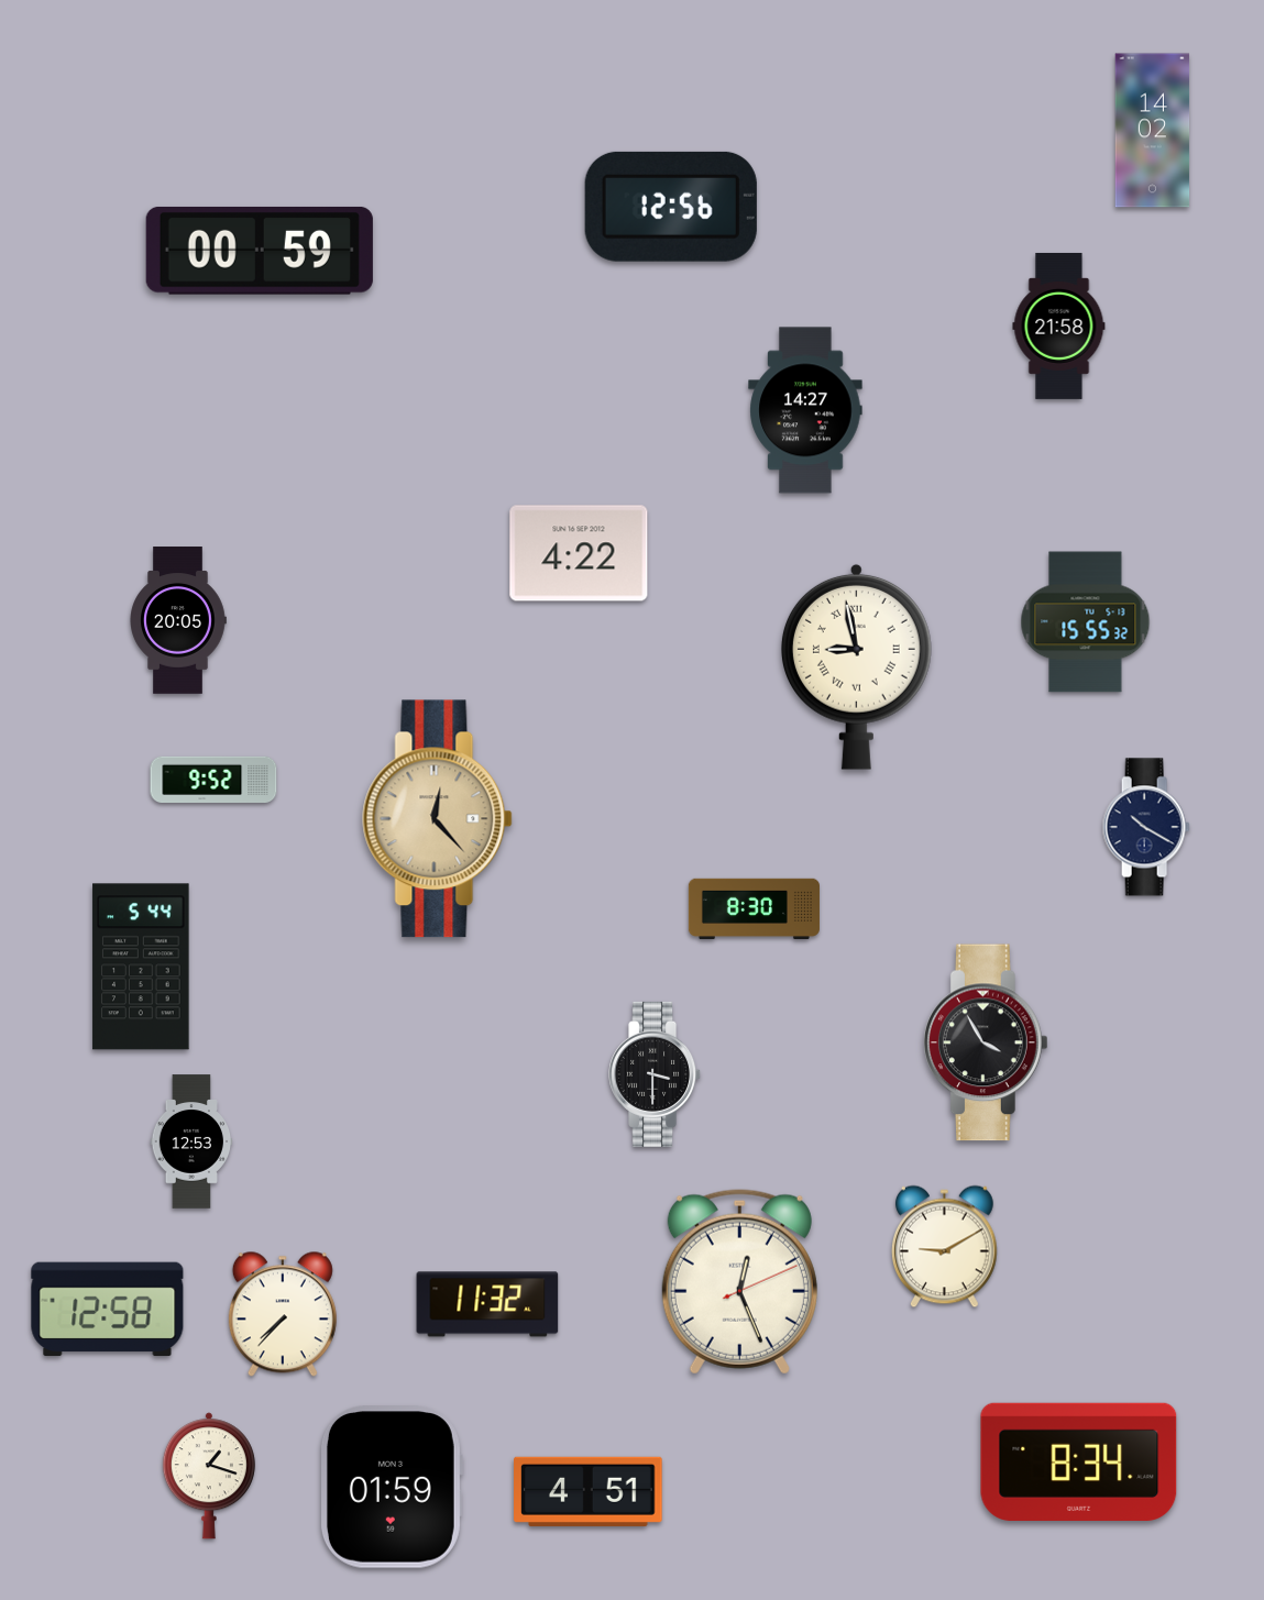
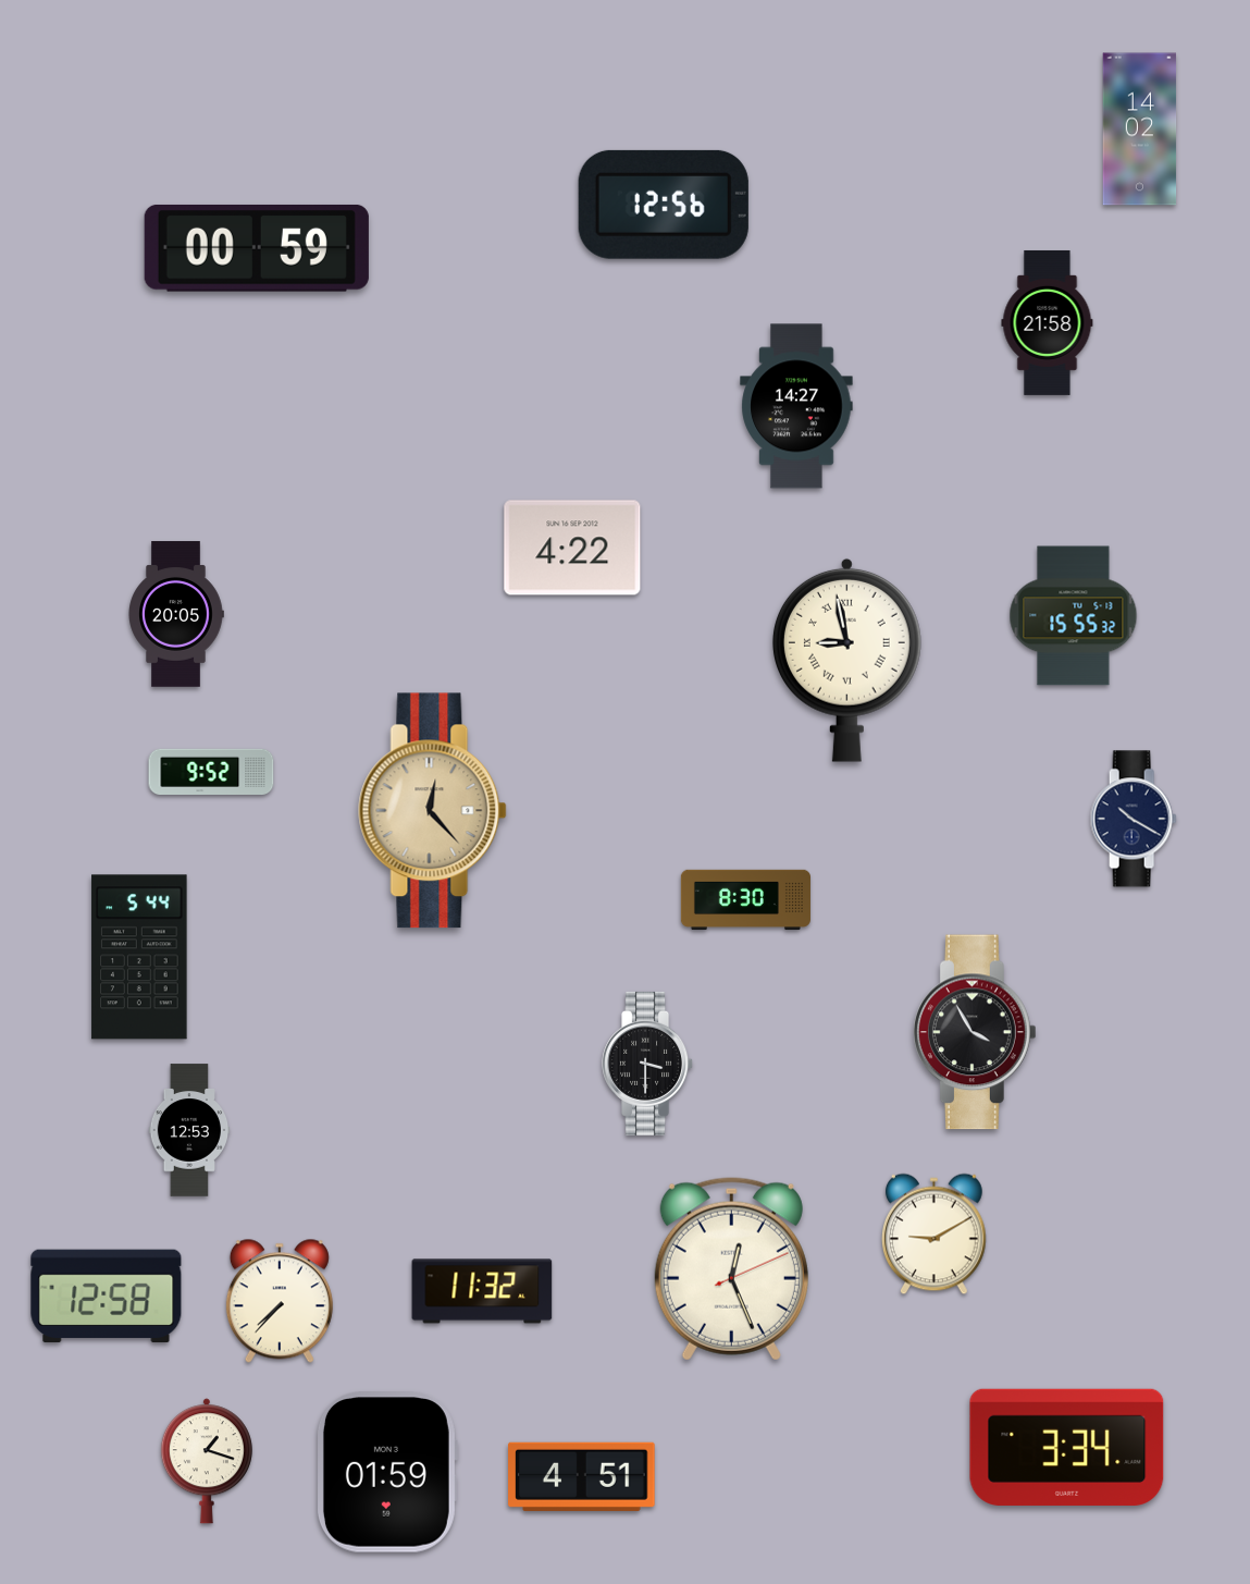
clock at (1079, 1461): 8:34 -> 3:34
